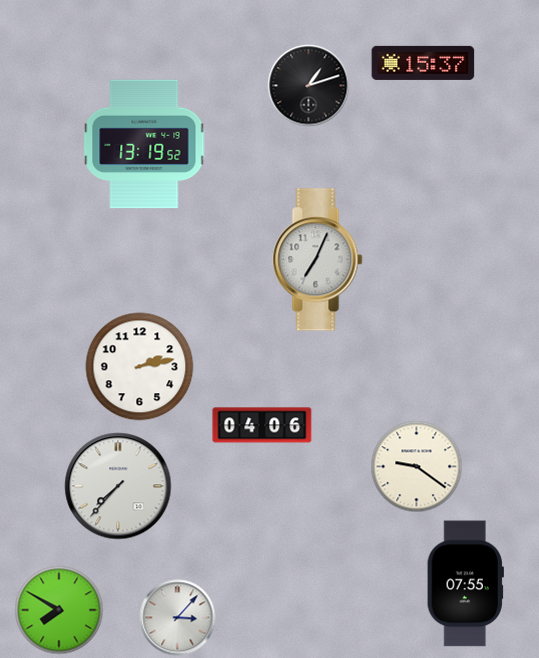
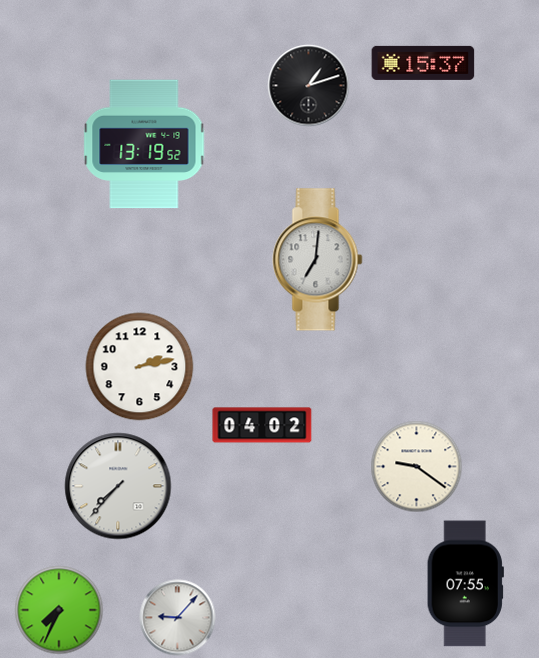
clock at (318, 260): 7:04 -> 7:01
clock at (262, 425): 04:06 -> 04:02
clock at (59, 610): 7:50 -> 7:34
clock at (178, 618): 3:07 -> 9:07
